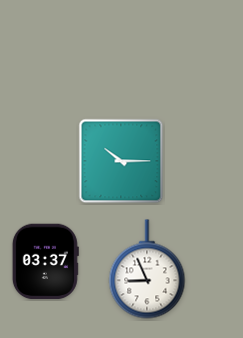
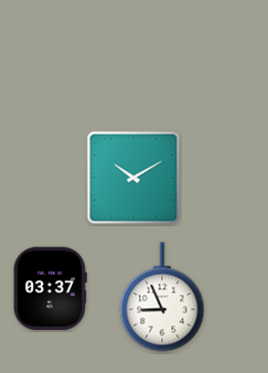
clock at (121, 161): 10:15 -> 10:10
